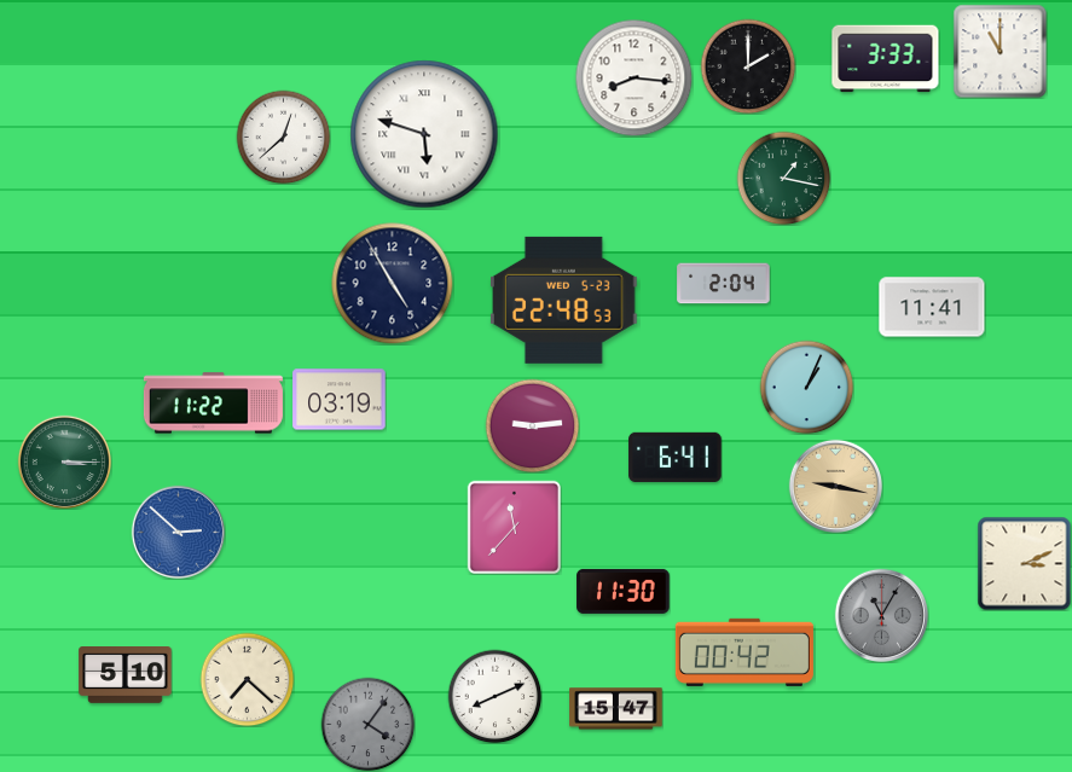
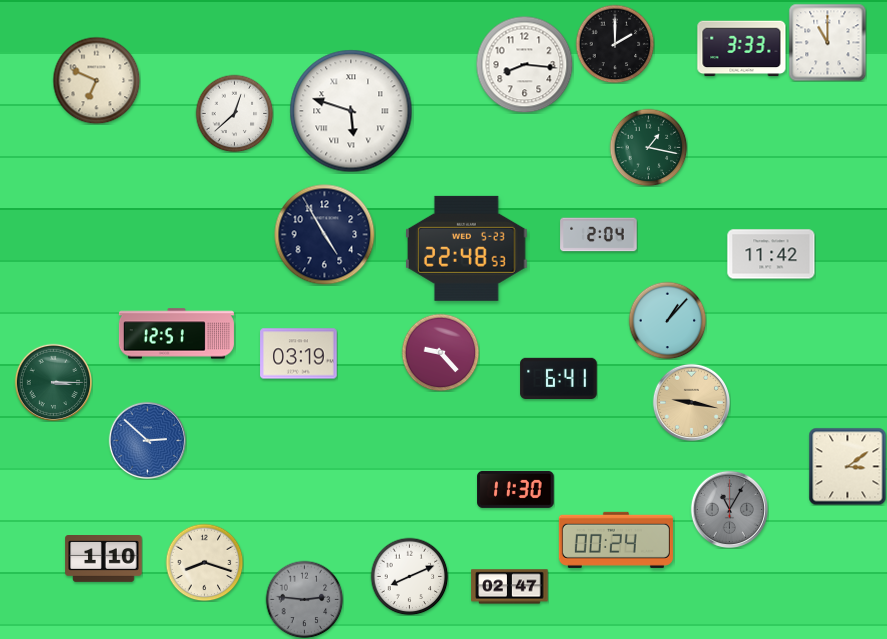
clock at (886, 59) position: (886, 59) -> (742, 49)
clock at (748, 66) position: (748, 66) -> (615, 44)
clock at (96, 80): none -> 6:49
clock at (932, 307): 11:41 -> 11:42
clock at (806, 387): 1:04 -> 1:07
clock at (340, 400) position: (340, 400) -> (299, 354)
clock at (213, 404): 11:22 -> 12:51
clock at (532, 425): 9:14 -> 9:23
clock at (514, 527): 11:37 -> none
clock at (1024, 563): 3:11 -> 3:09
clock at (744, 652): 00:42 -> 00:24
clock at (126, 675): 5:10 -> 1:10
clock at (247, 679): 7:22 -> 8:18
clock at (616, 709): 15:47 -> 02:47
clock at (367, 724): 4:06 -> 2:46
